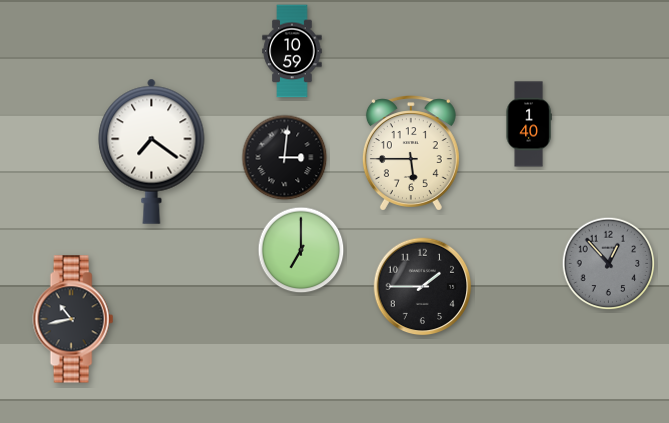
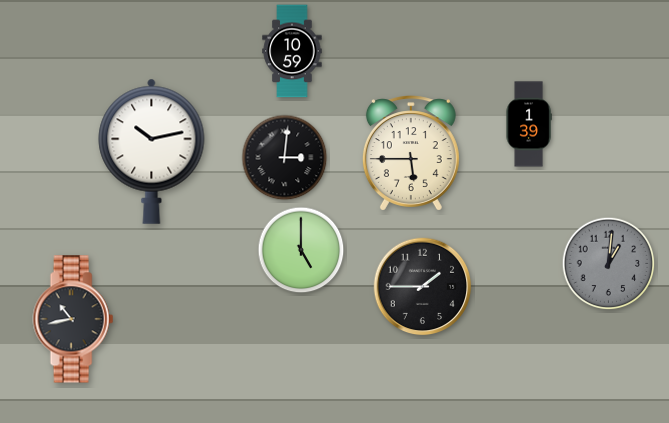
clock at (529, 124): 1:40 -> 1:39
clock at (152, 151): 7:21 -> 10:13
clock at (301, 250): 7:00 -> 5:00
clock at (609, 264): 12:53 -> 1:01
